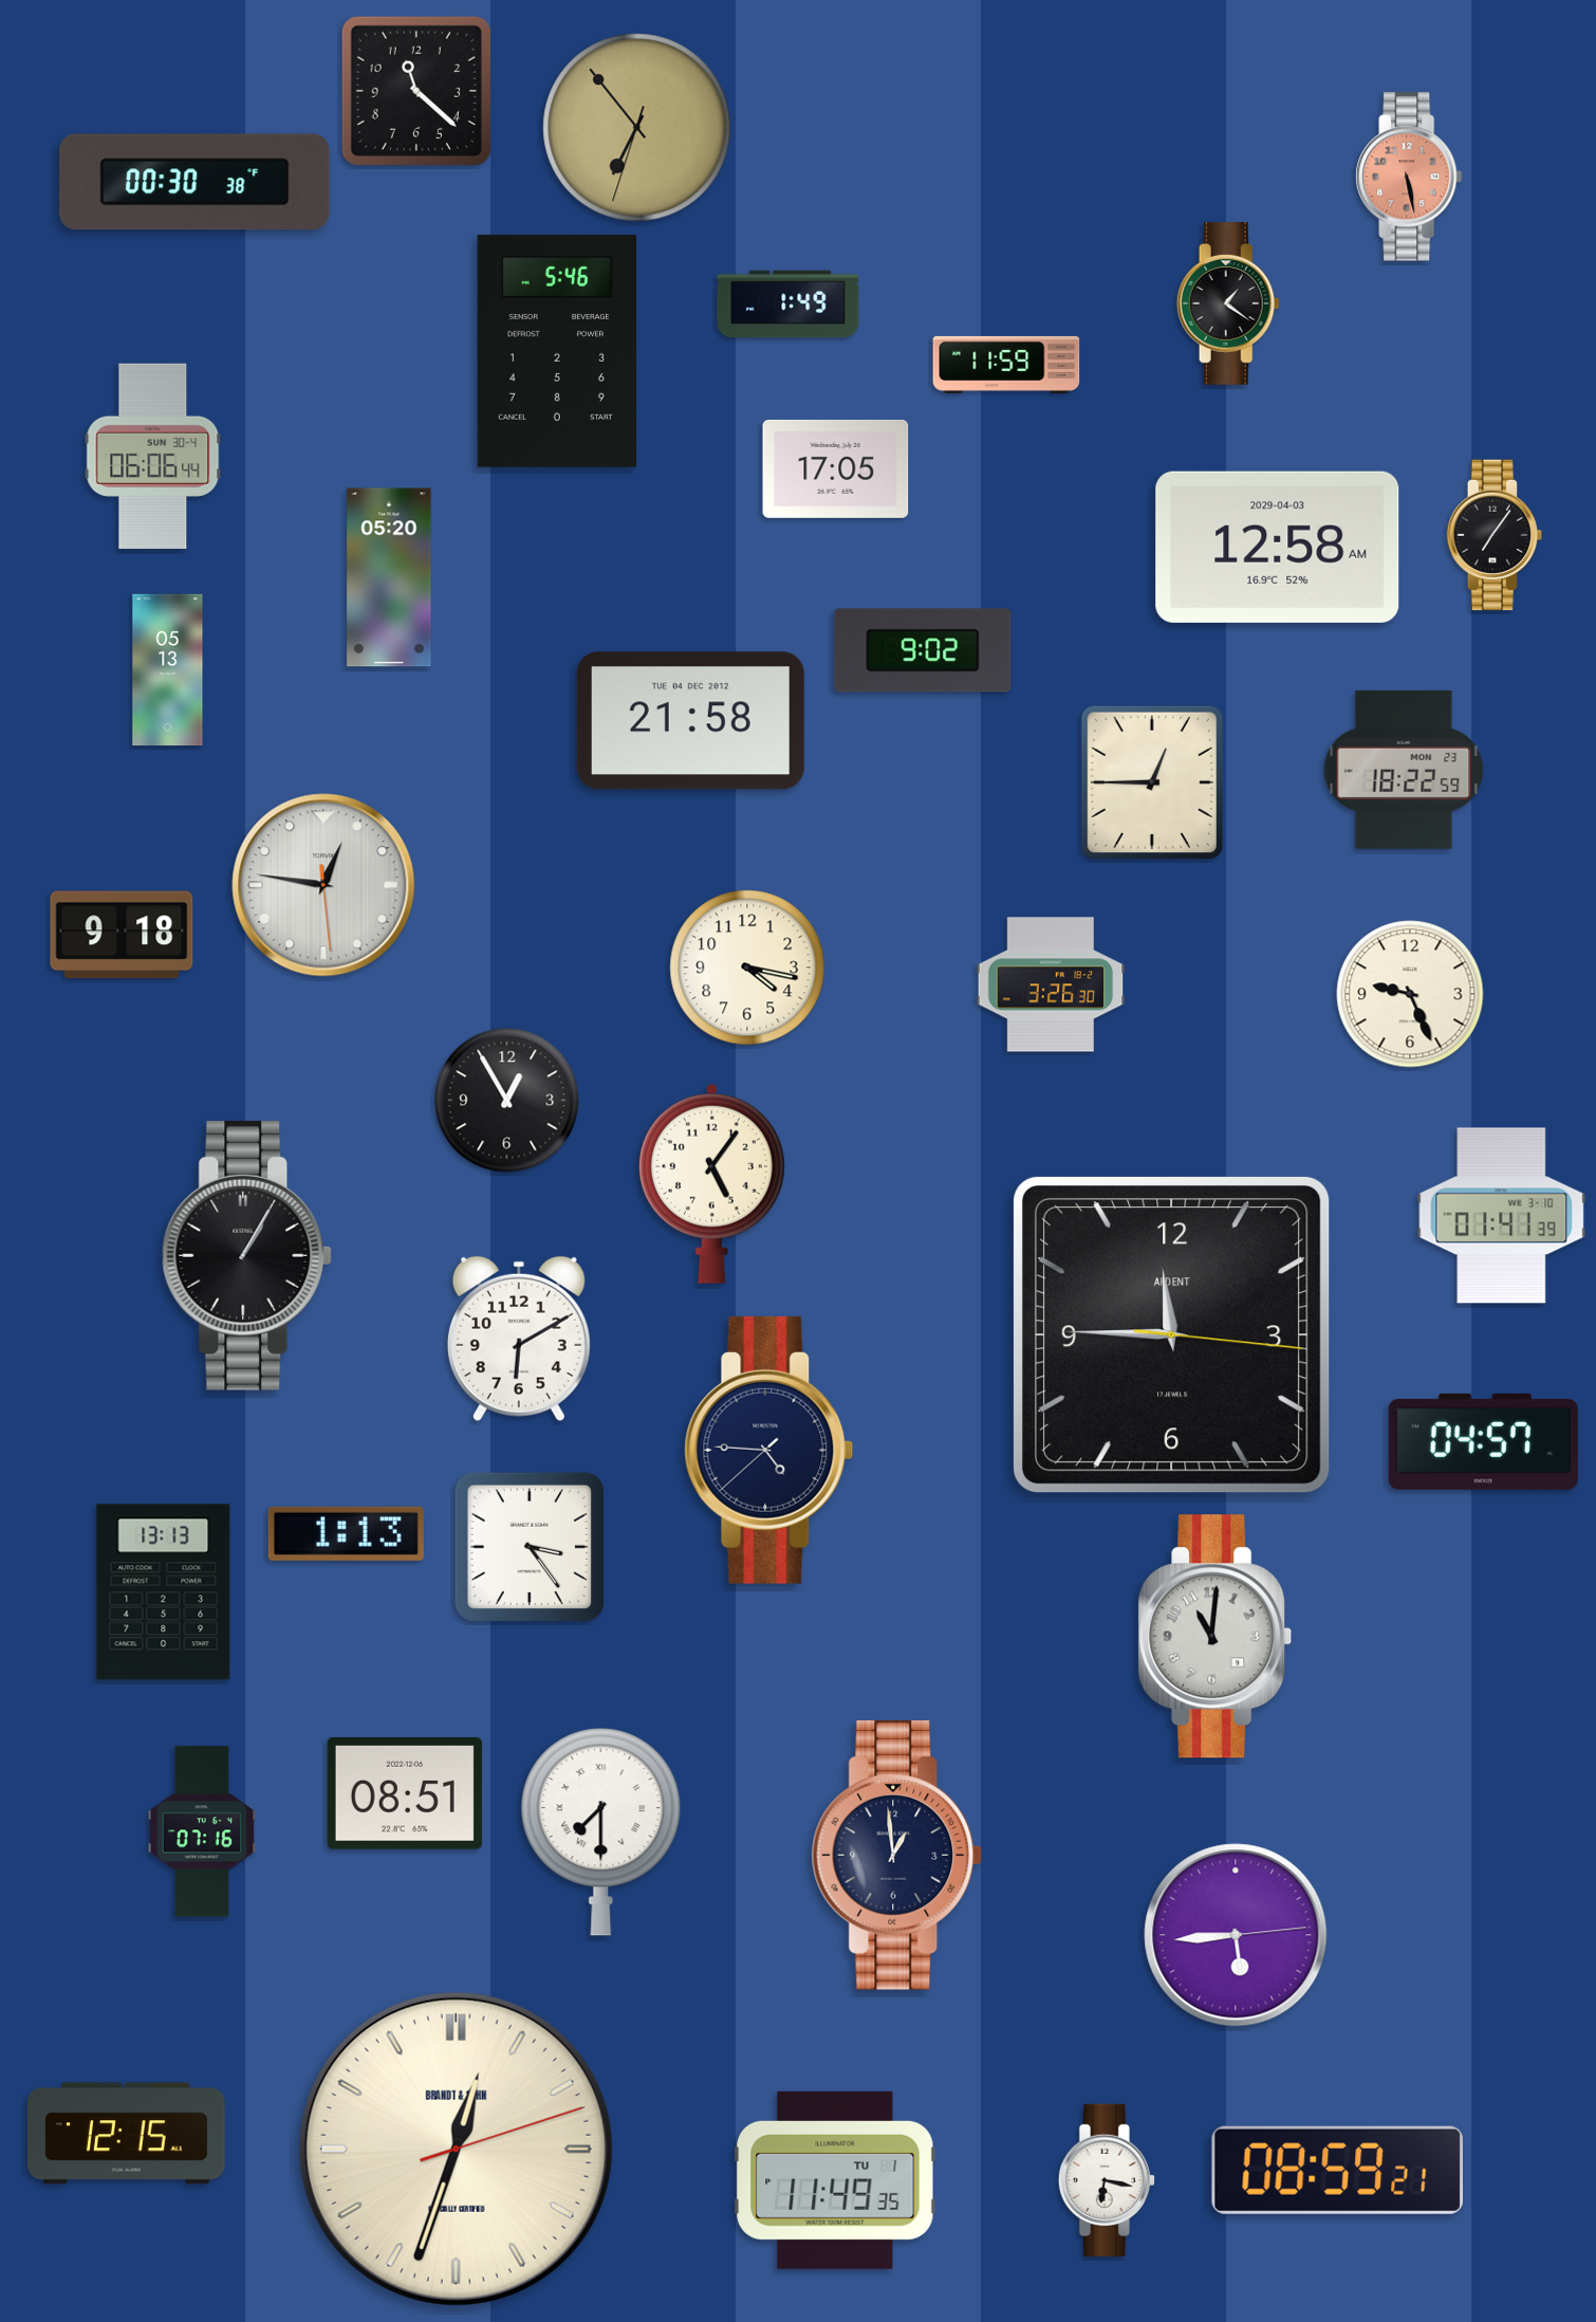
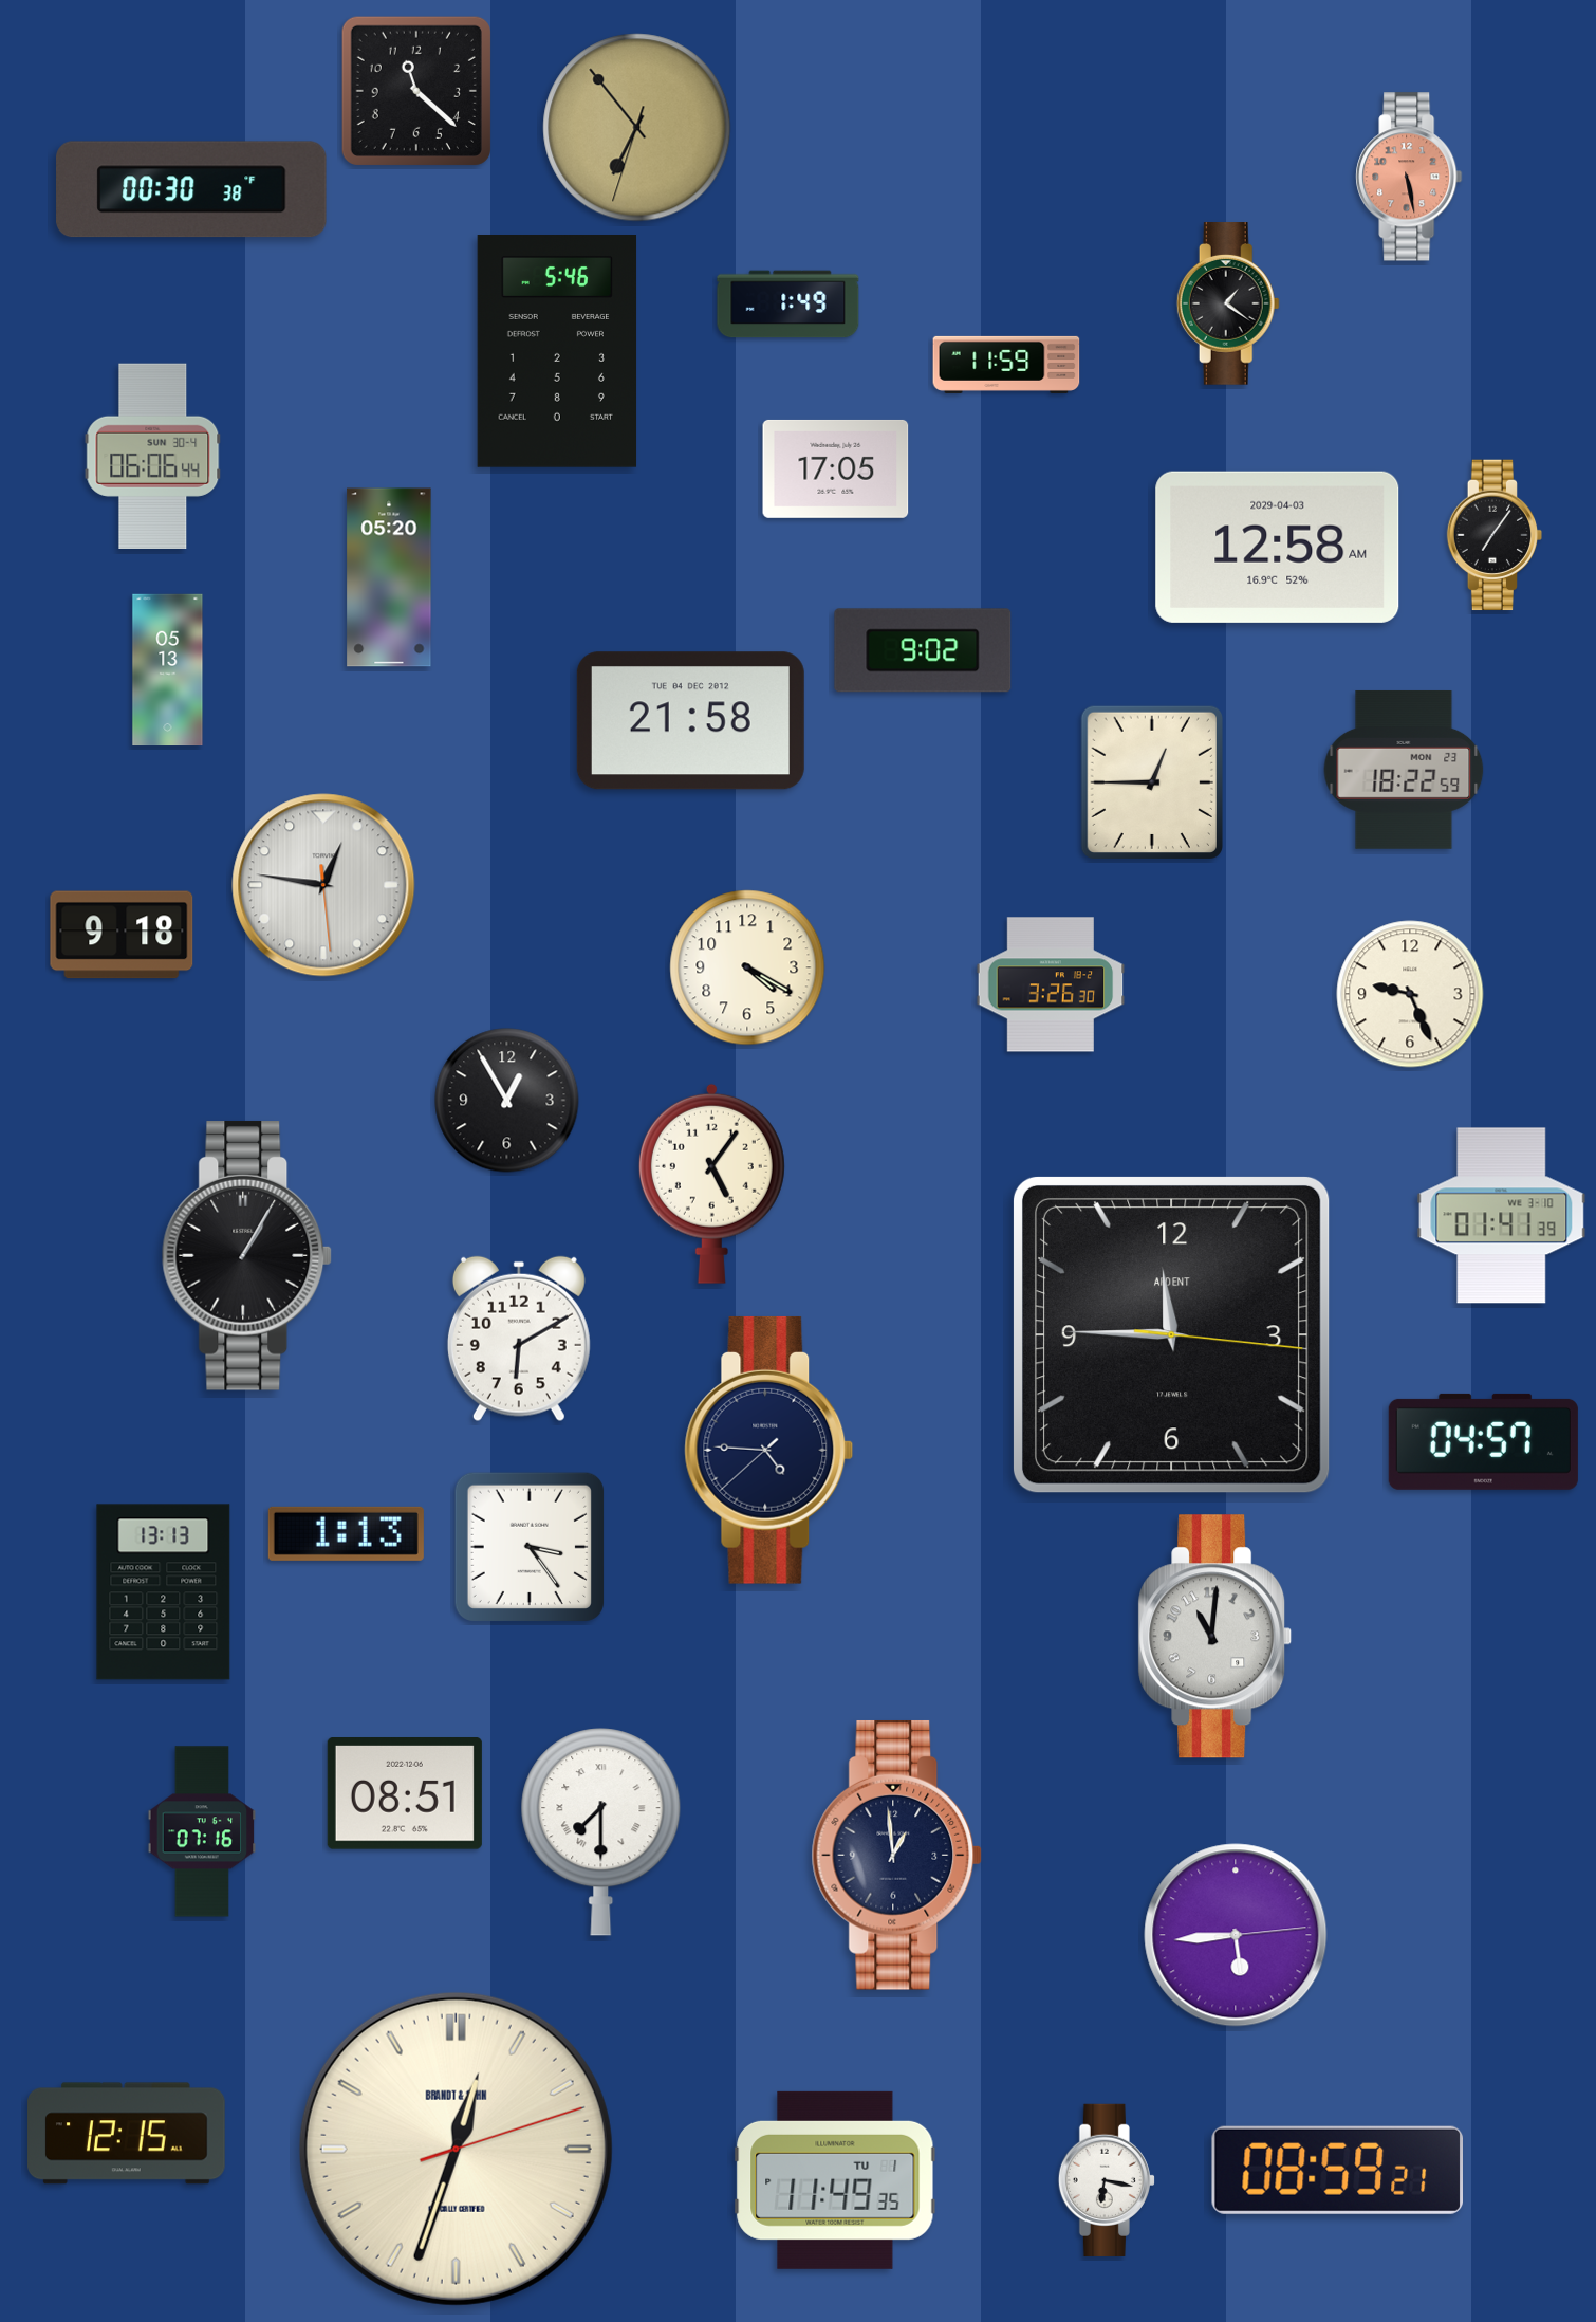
clock at (194, 182) position: (194, 182) -> (191, 189)
clock at (747, 967): 4:17 -> 4:20
